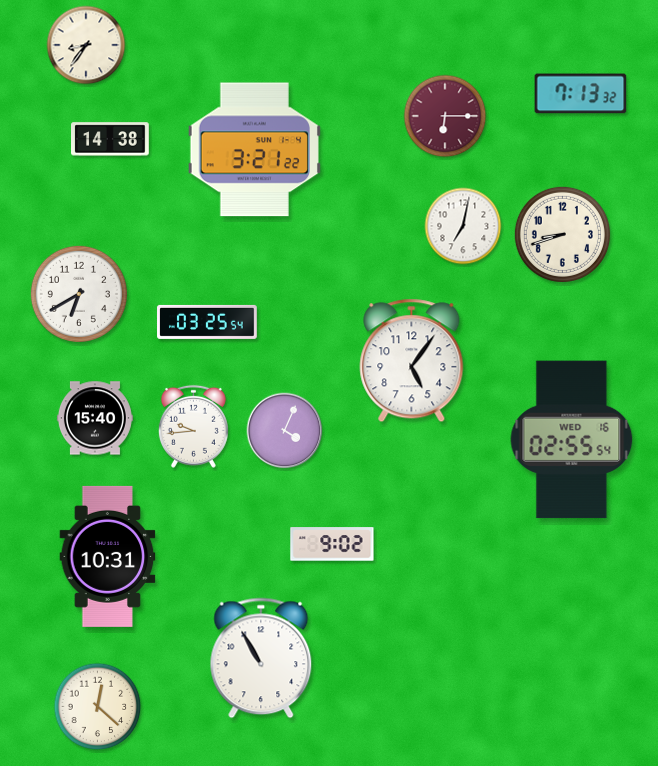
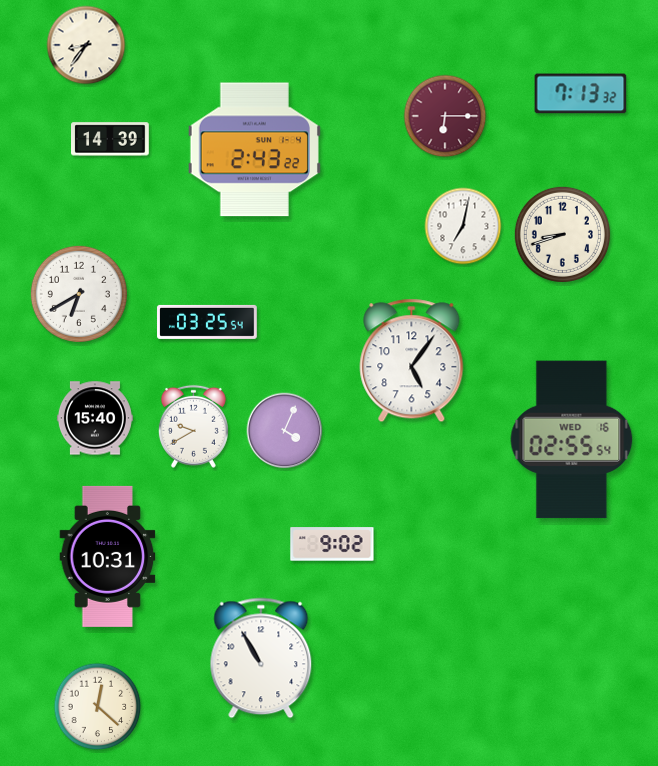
clock at (111, 139): 14:38 -> 14:39
clock at (254, 150): 3:21 -> 2:43
clock at (193, 426): 9:44 -> 9:40
